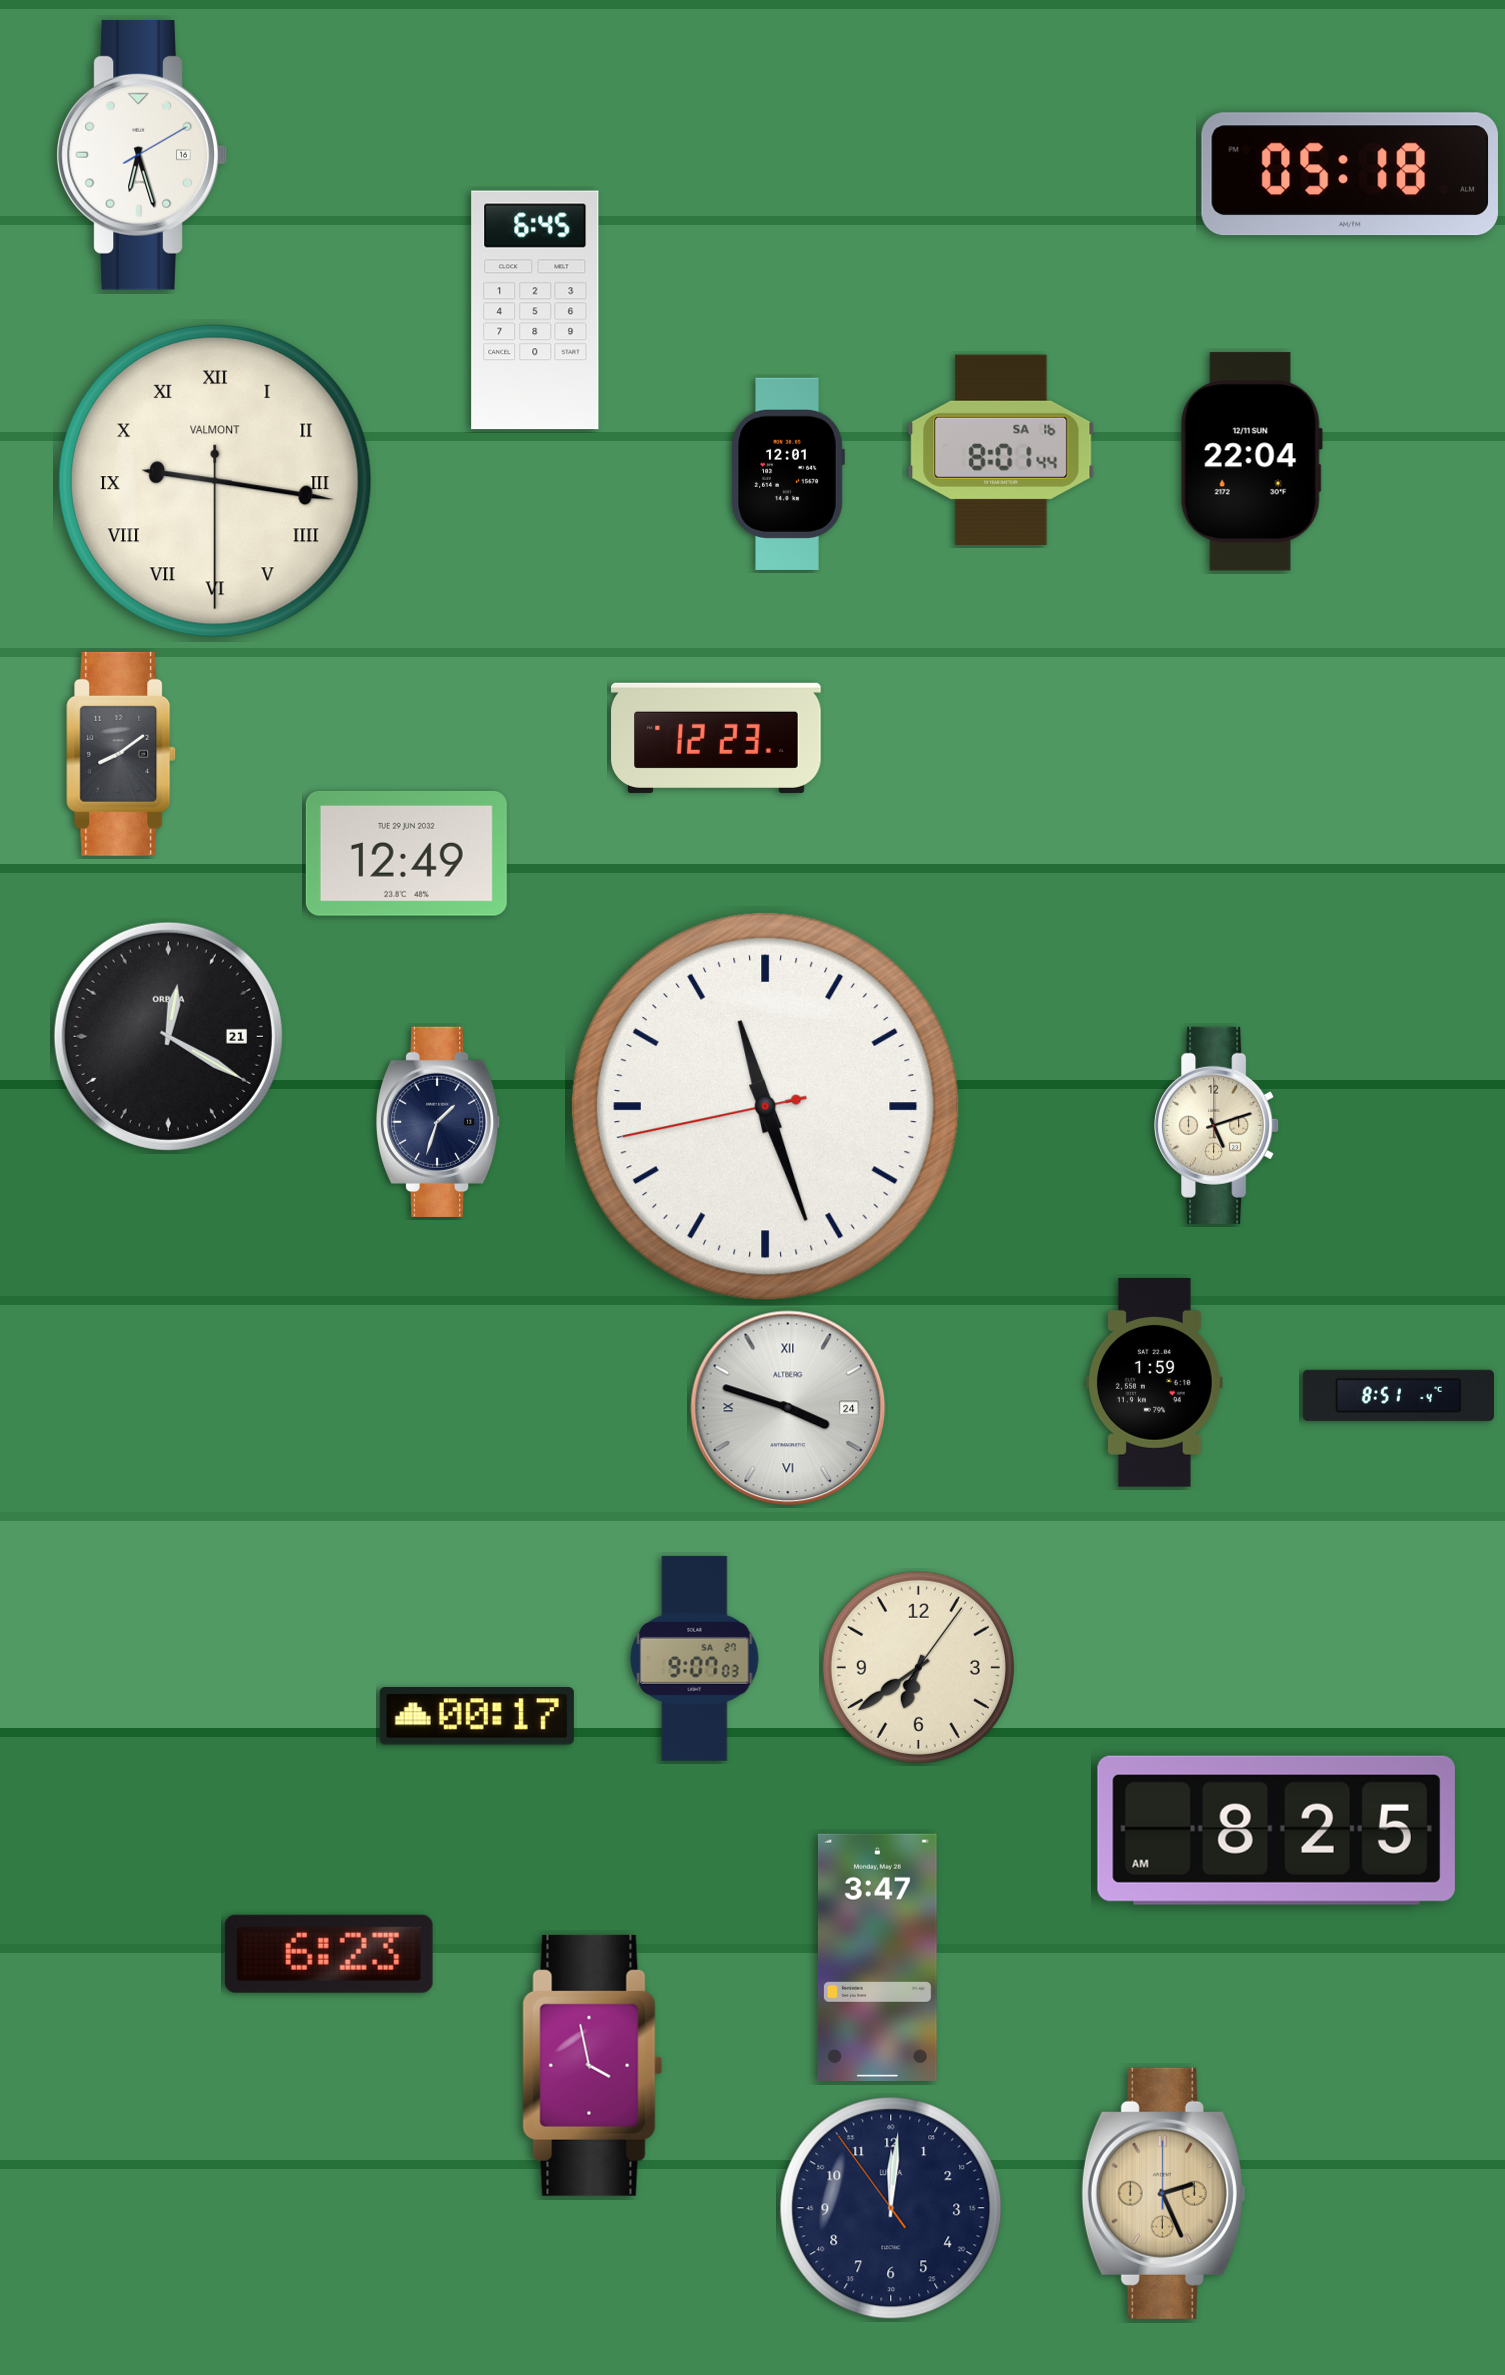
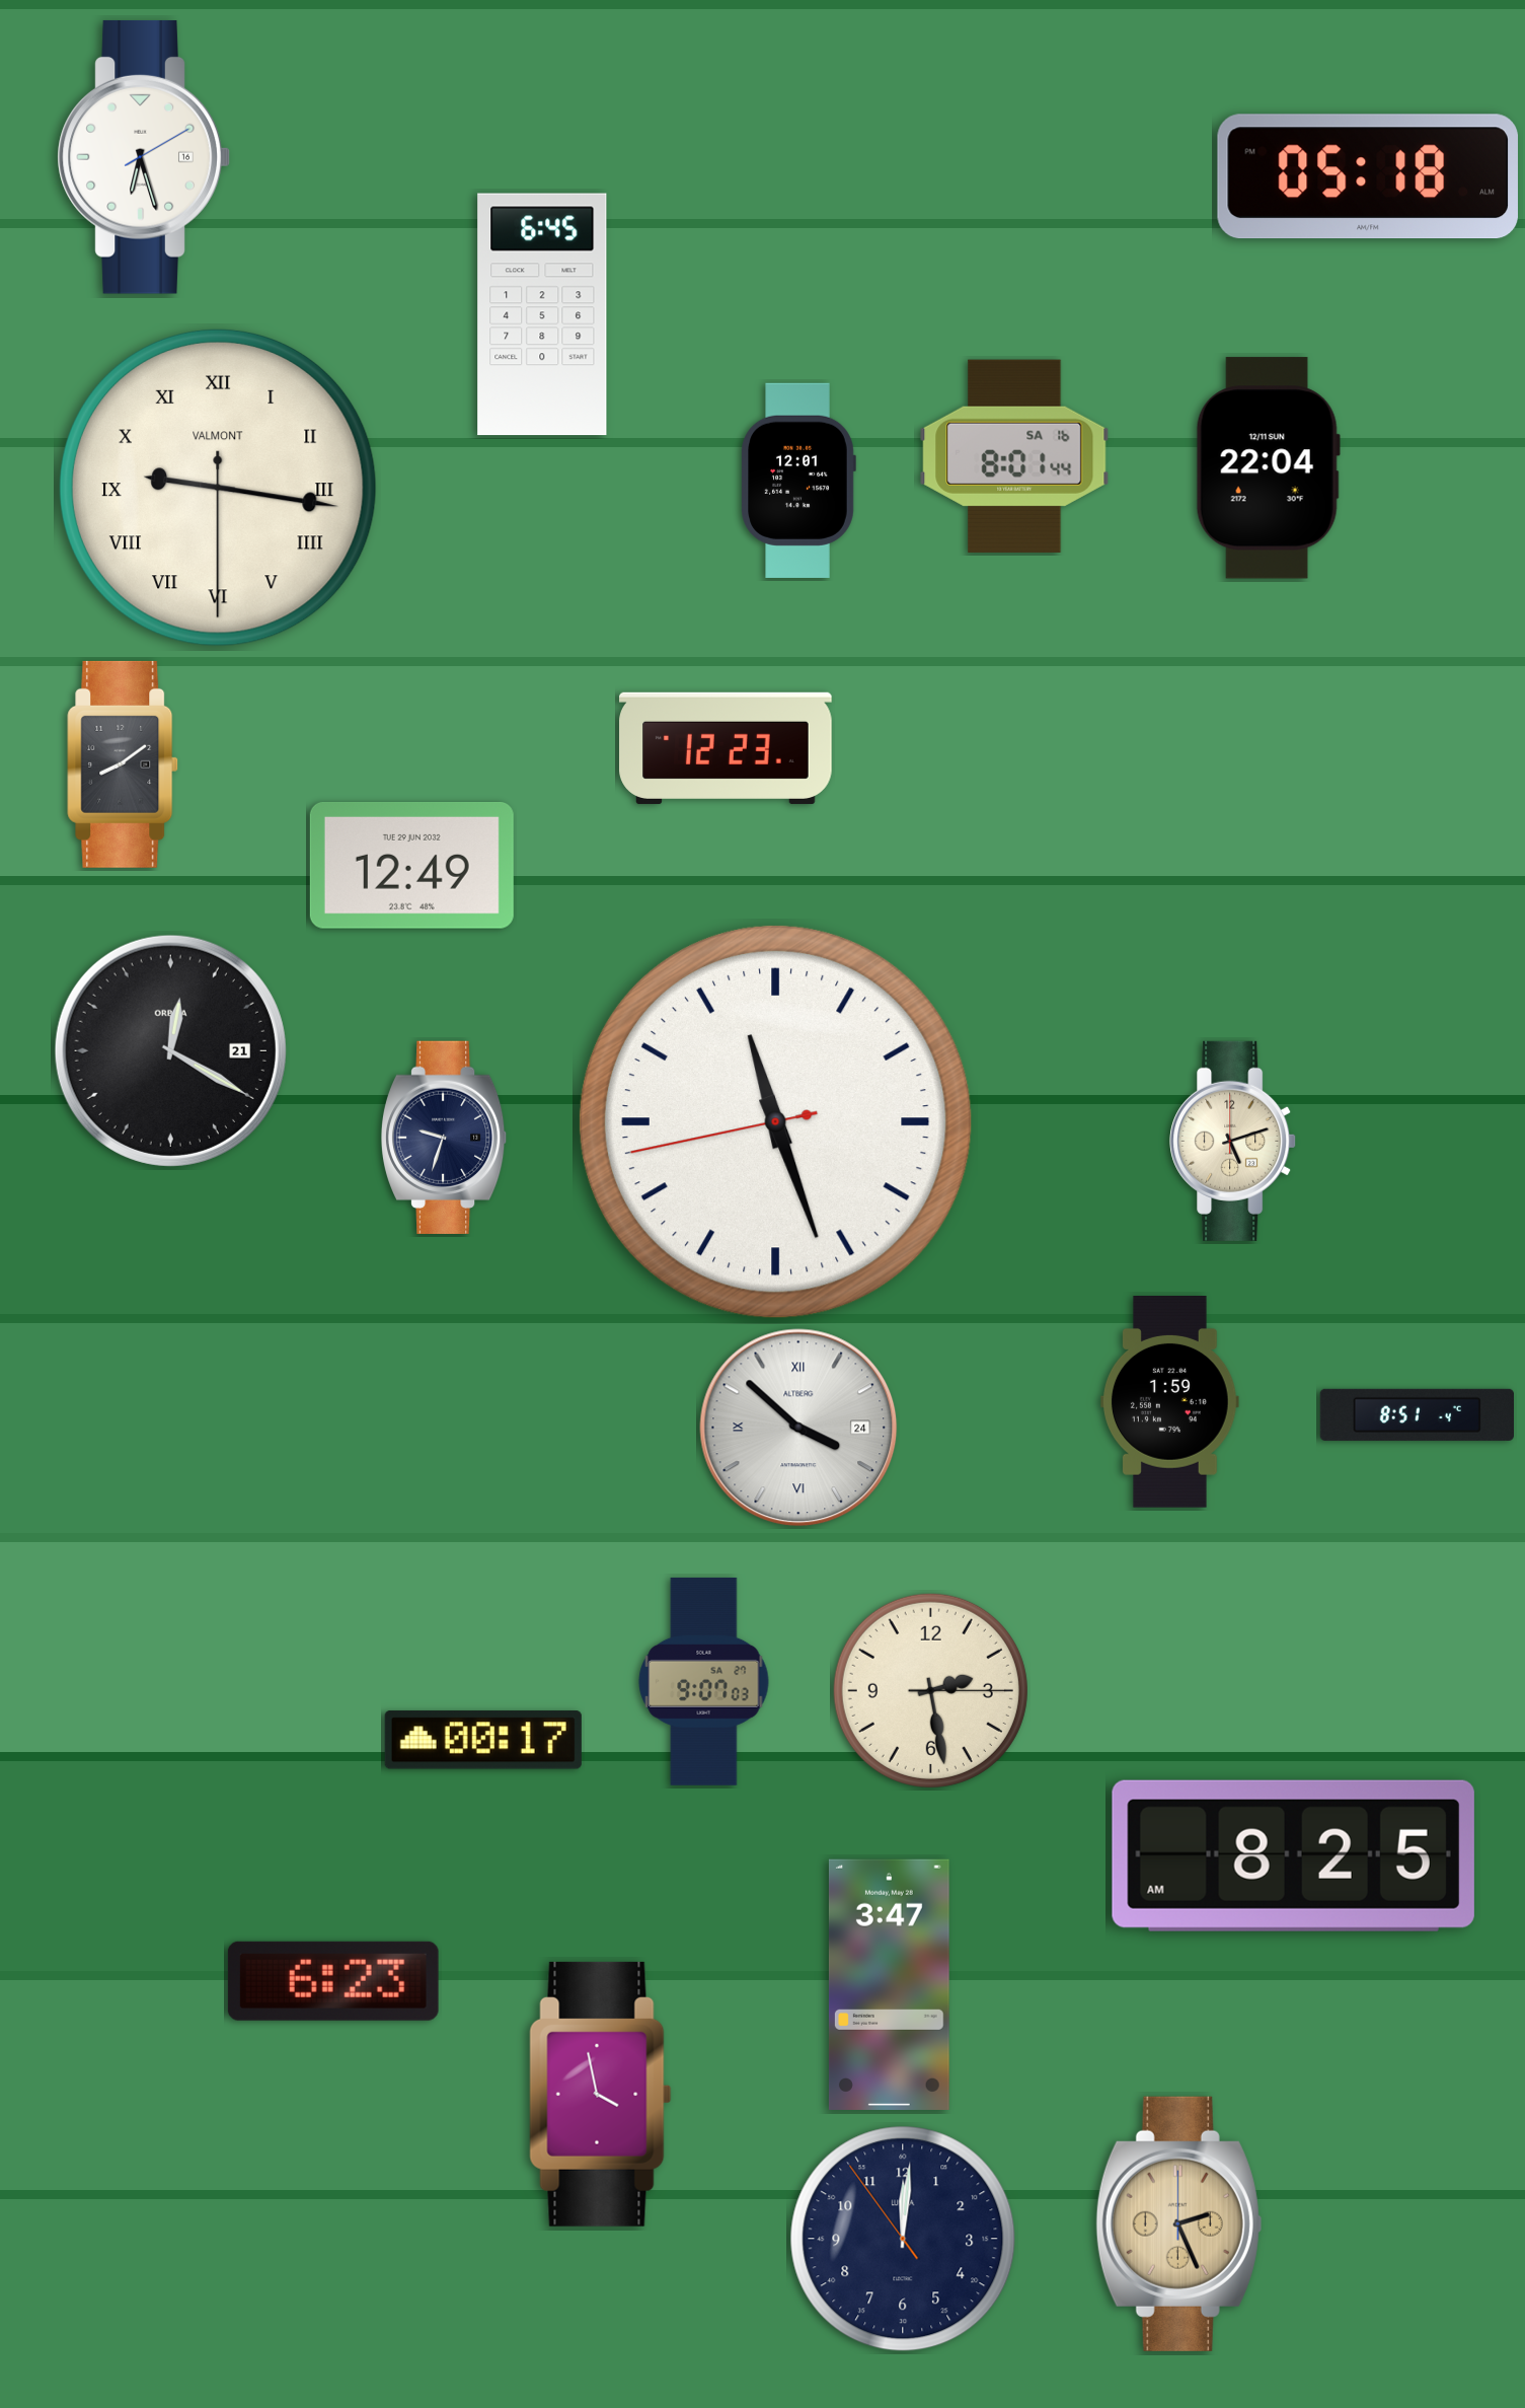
clock at (438, 1122): 1:33 -> 9:33
clock at (788, 1408): 3:48 -> 3:52
clock at (918, 1667): 6:39 -> 2:28
